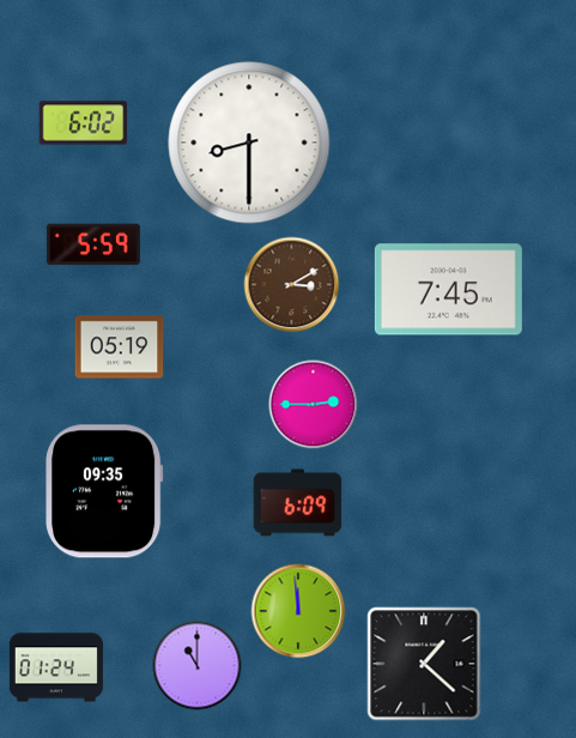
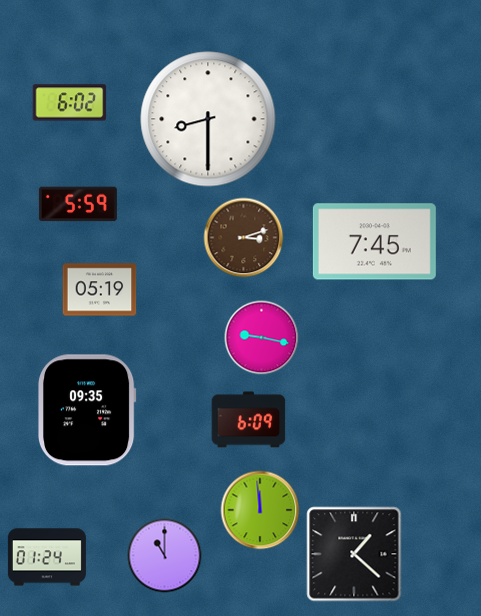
clock at (292, 285): 3:10 -> 3:12
clock at (314, 405): 2:45 -> 9:17
clock at (298, 611) position: (298, 611) -> (260, 510)
